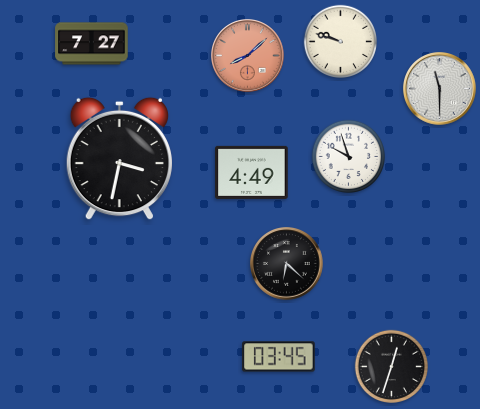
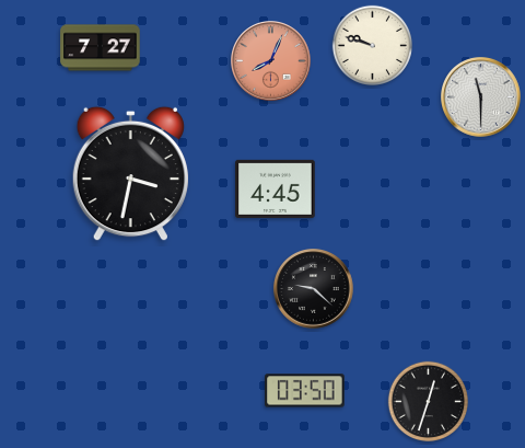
clock at (248, 56): 8:08 -> 8:04
clock at (348, 157): 9:57 -> none
clock at (252, 172): 4:49 -> 4:45
clock at (287, 264): 6:22 -> 9:22
clock at (279, 357): 03:45 -> 03:50
